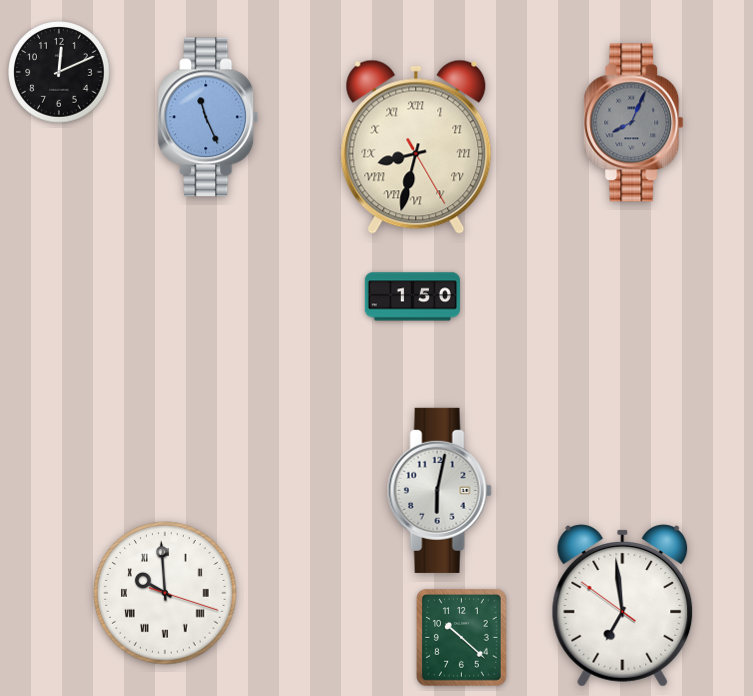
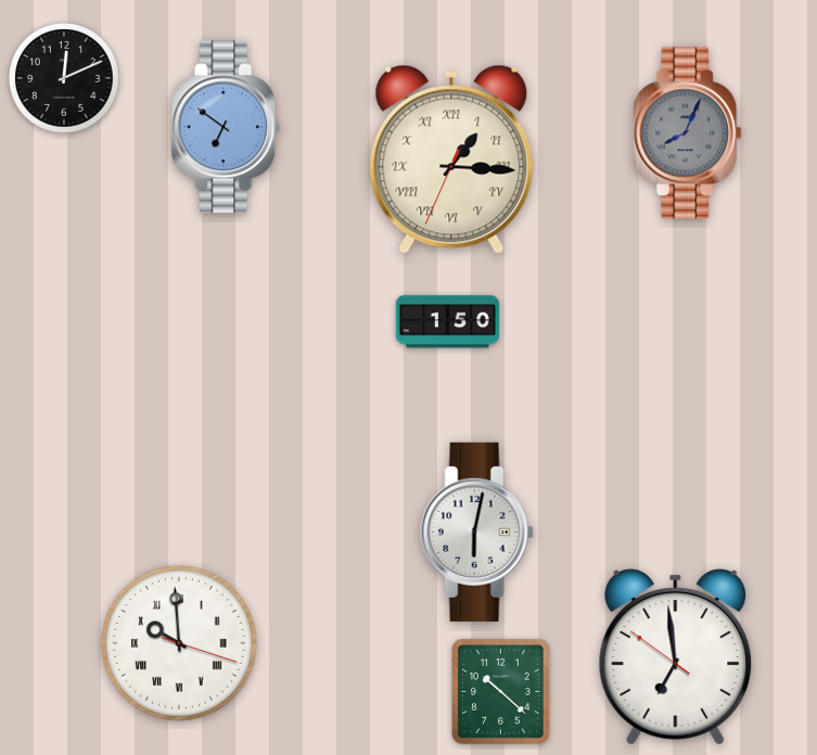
clock at (208, 117): 11:26 -> 6:51
clock at (416, 147): 8:32 -> 1:15
